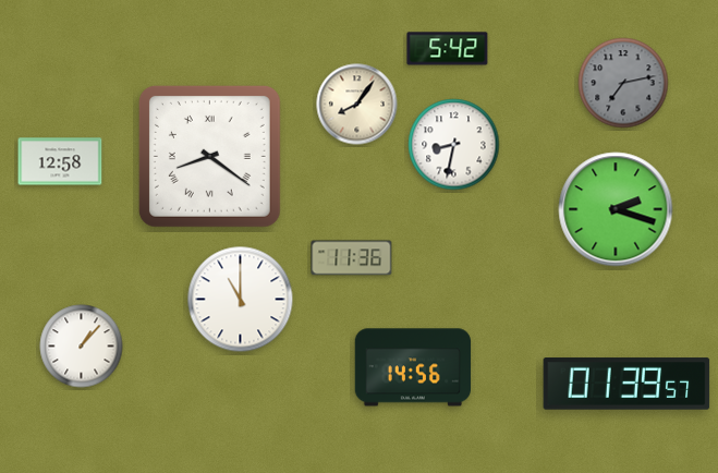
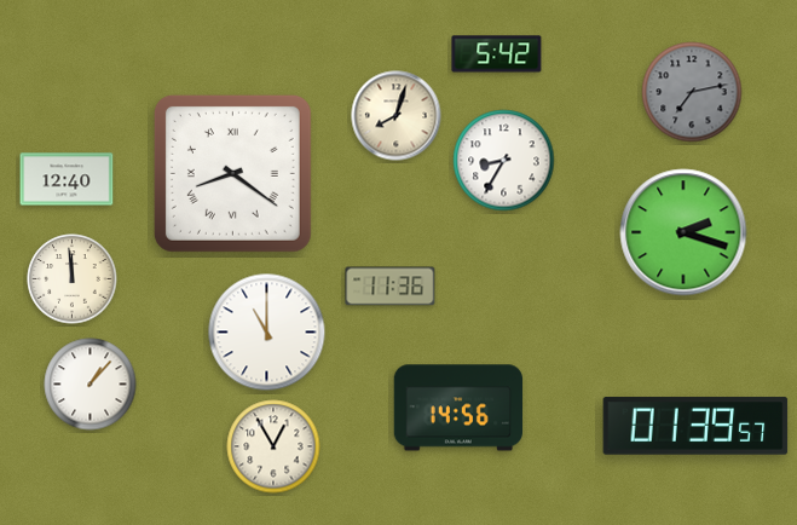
clock at (357, 105): 8:06 -> 8:03
clock at (454, 145): 8:32 -> 8:35
clock at (60, 161): 12:58 -> 12:40
clock at (73, 279): none -> 11:59
clock at (273, 446): none -> 12:55
